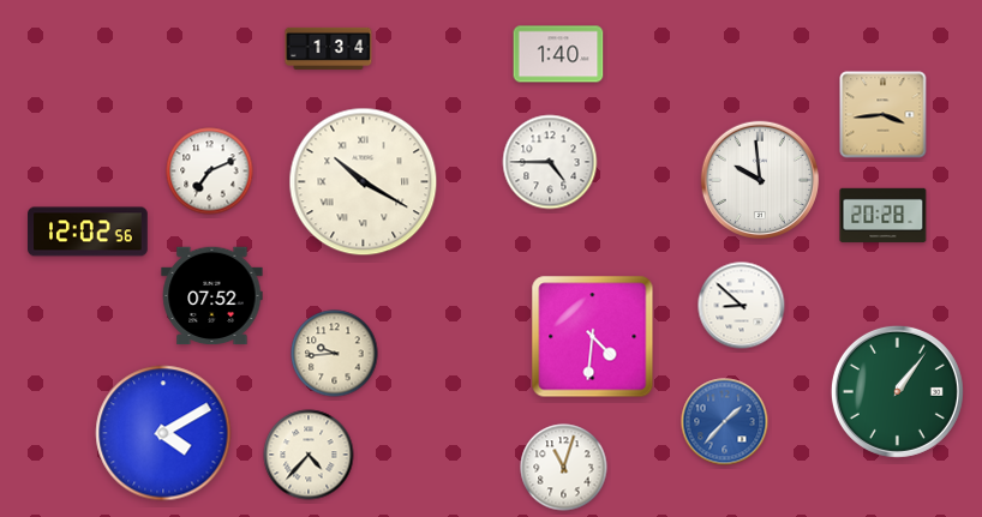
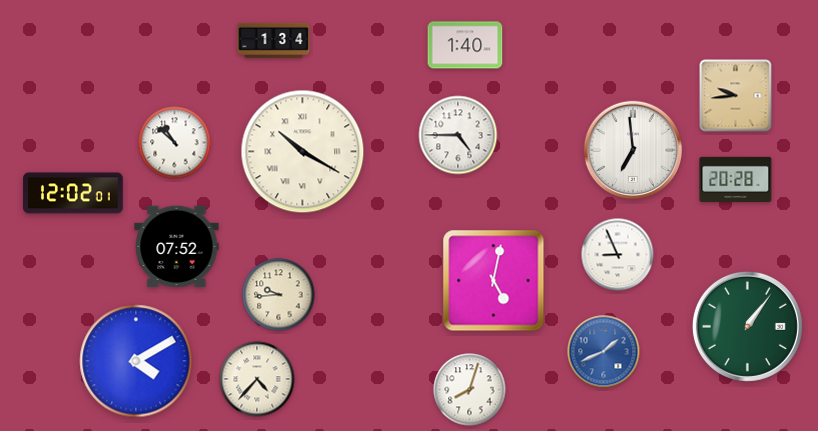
clock at (884, 115): 3:44 -> 9:44
clock at (210, 172): 7:11 -> 10:52
clock at (760, 180): 9:59 -> 6:59
clock at (88, 232): 12:02:56 -> 12:02:01
clock at (742, 306): 8:52 -> 8:56
clock at (593, 337): 4:31 -> 5:02
clock at (725, 422): 1:37 -> 1:41
clock at (564, 468): 11:03 -> 8:03
